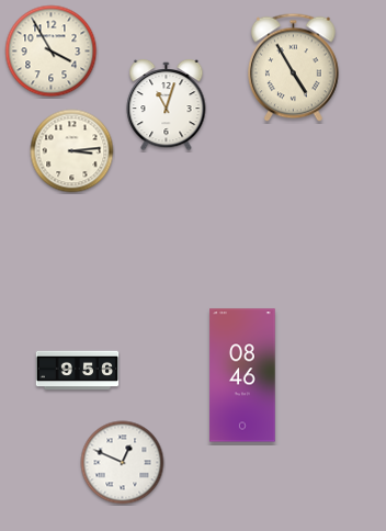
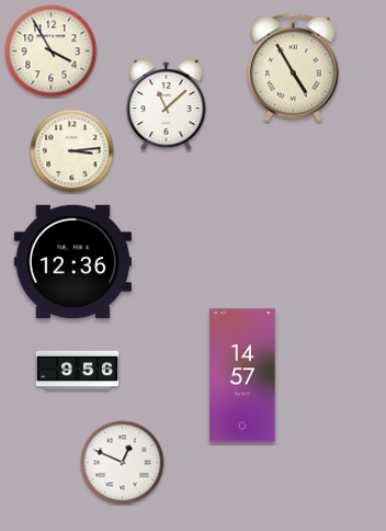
clock at (167, 105): 11:03 -> 11:08
clock at (72, 261): none -> 12:36
clock at (242, 375): 08:46 -> 14:57
